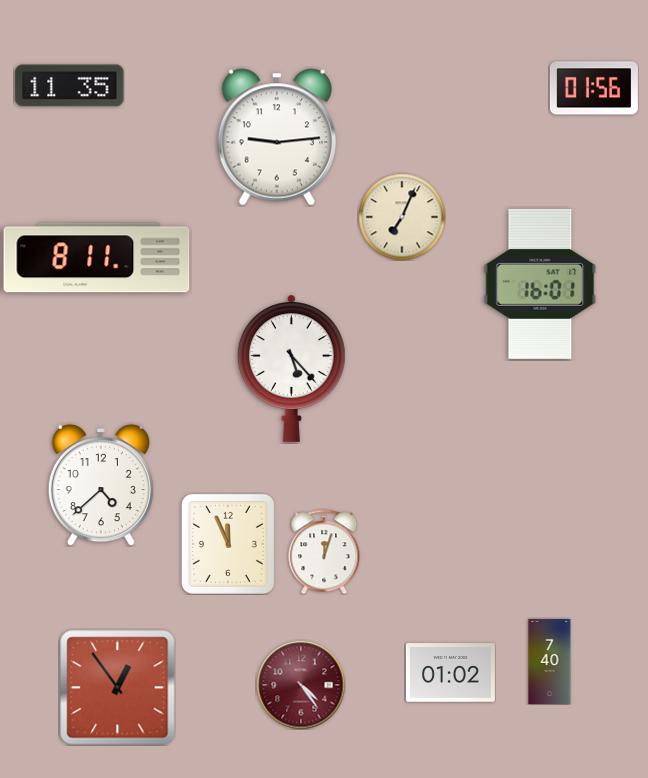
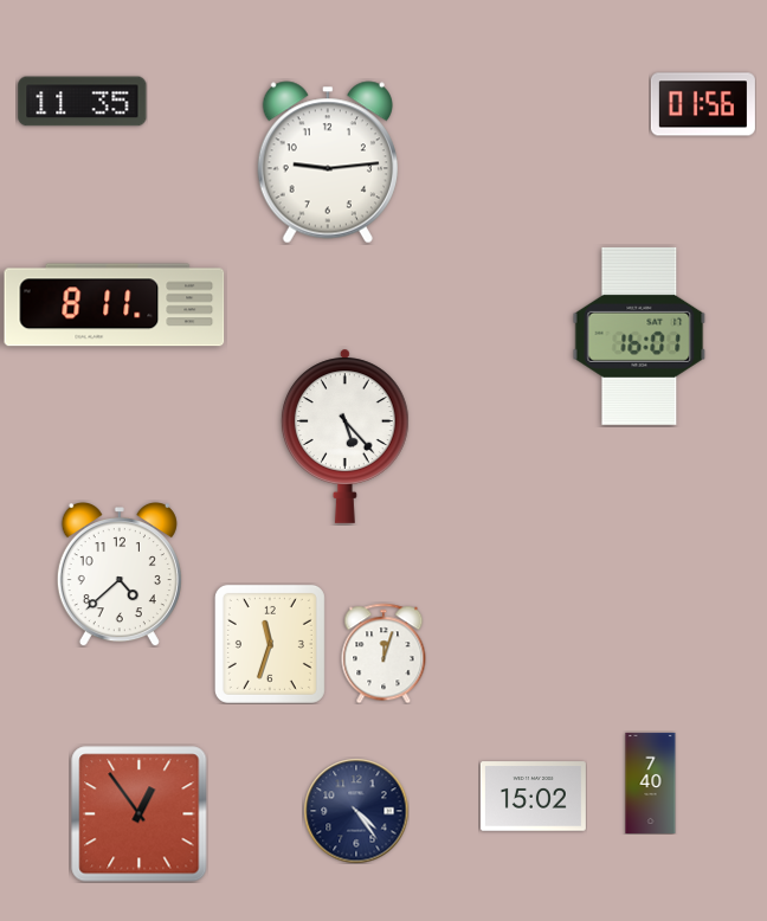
clock at (402, 217): 7:04 -> none
clock at (228, 544): 11:56 -> 11:33
clock at (450, 673): 01:02 -> 15:02
clock at (301, 685) dial: burgundy -> navy
